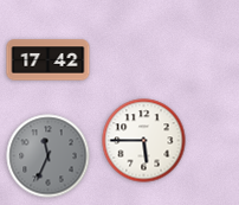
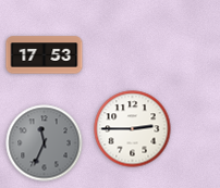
clock at (49, 60): 17:42 -> 17:53
clock at (144, 141): 5:45 -> 2:45
